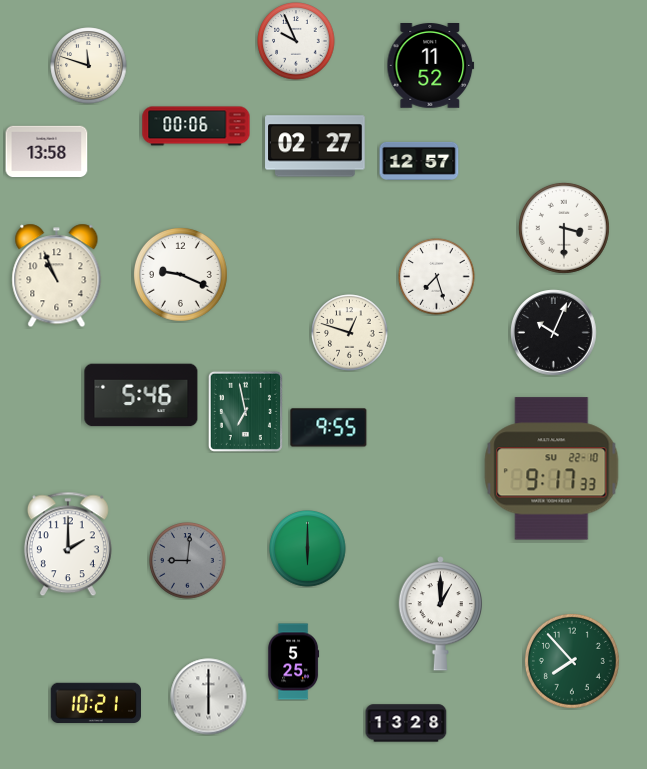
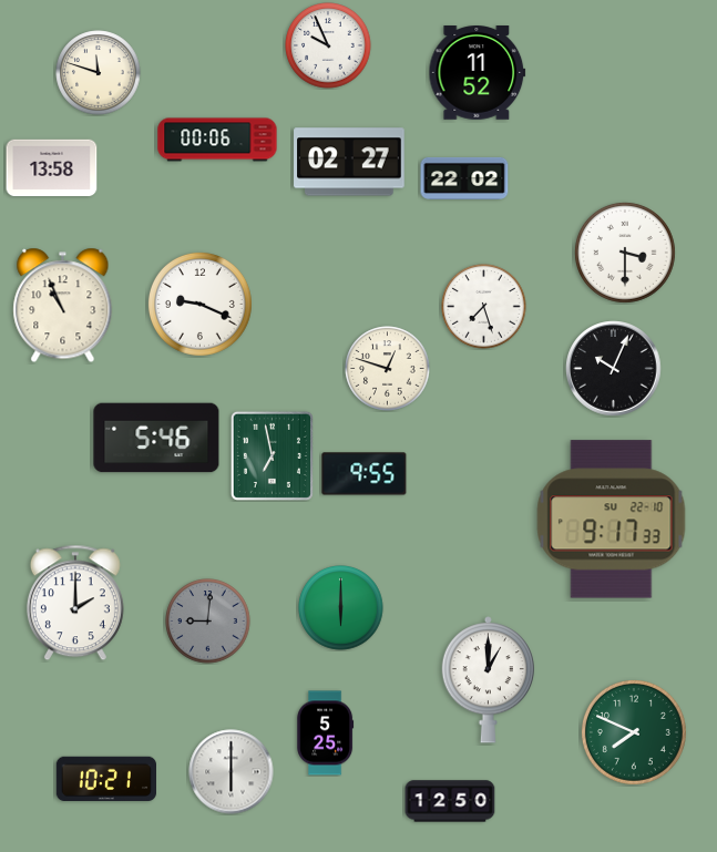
clock at (419, 161): 12:57 -> 22:02
clock at (572, 661): 7:53 -> 7:49
clock at (406, 723): 13:28 -> 12:50
